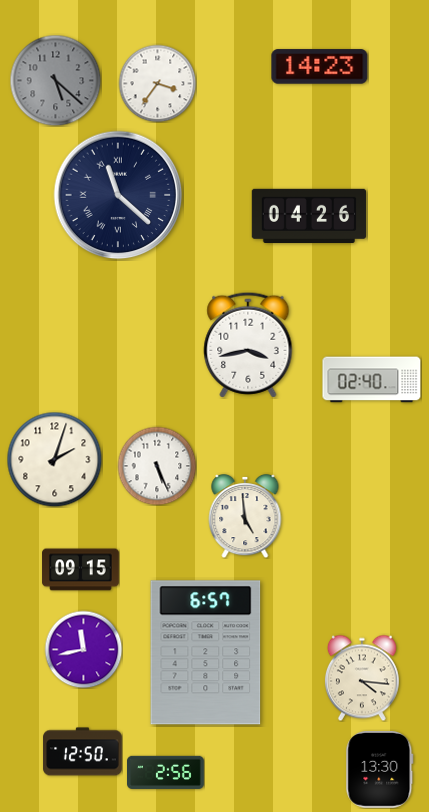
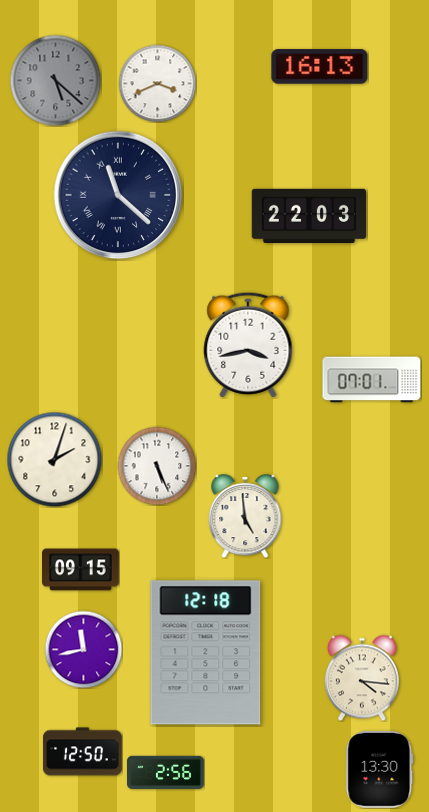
clock at (320, 67): 14:23 -> 16:13
clock at (157, 83): 3:36 -> 3:41
clock at (309, 215): 04:26 -> 22:03
clock at (372, 380): 02:40 -> 07:01
clock at (206, 653): 6:57 -> 12:18
